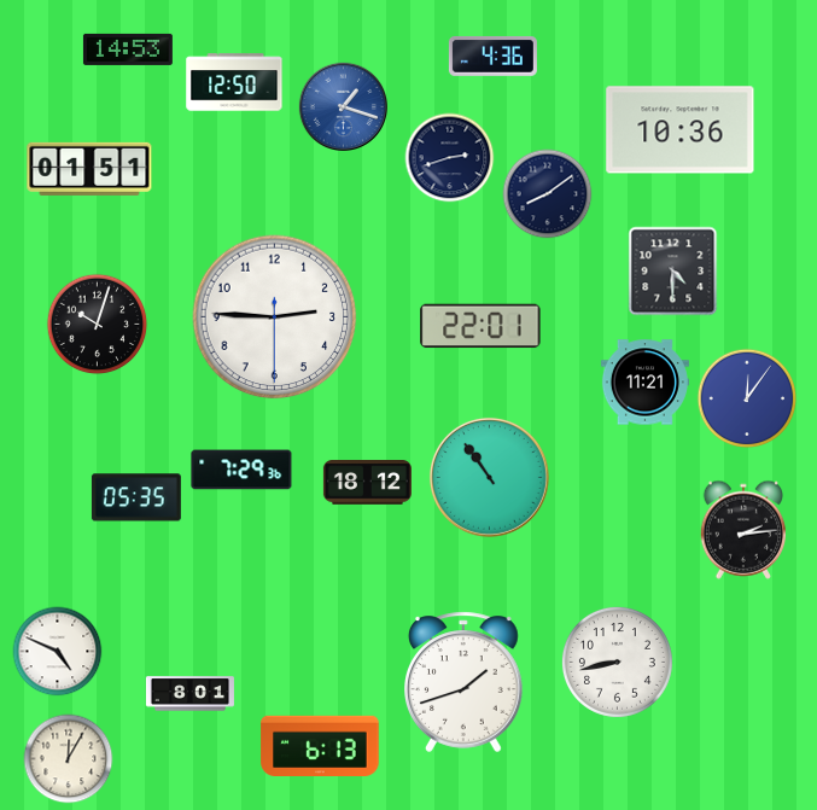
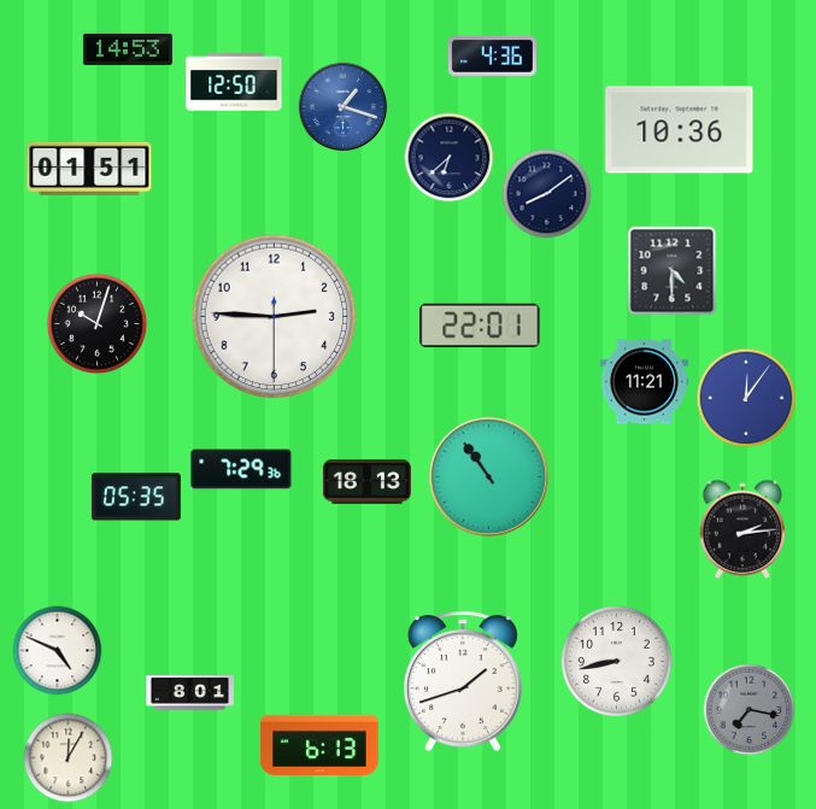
clock at (450, 158): 2:42 -> 6:38
clock at (367, 483): 18:12 -> 18:13
clock at (750, 710): none -> 7:17
